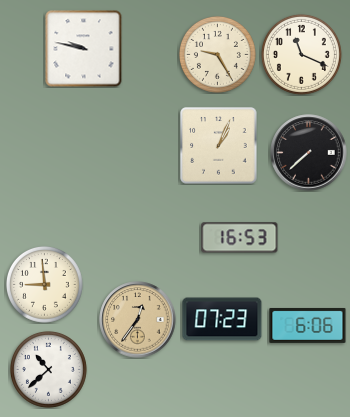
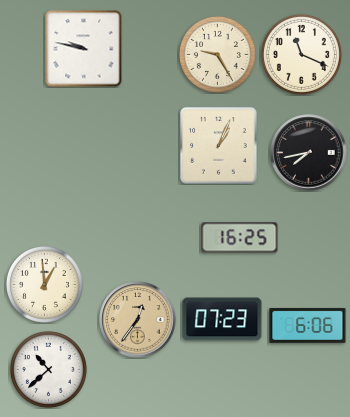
clock at (309, 153): 7:38 -> 7:43
clock at (240, 238): 16:53 -> 16:25
clock at (44, 284): 8:59 -> 12:59
